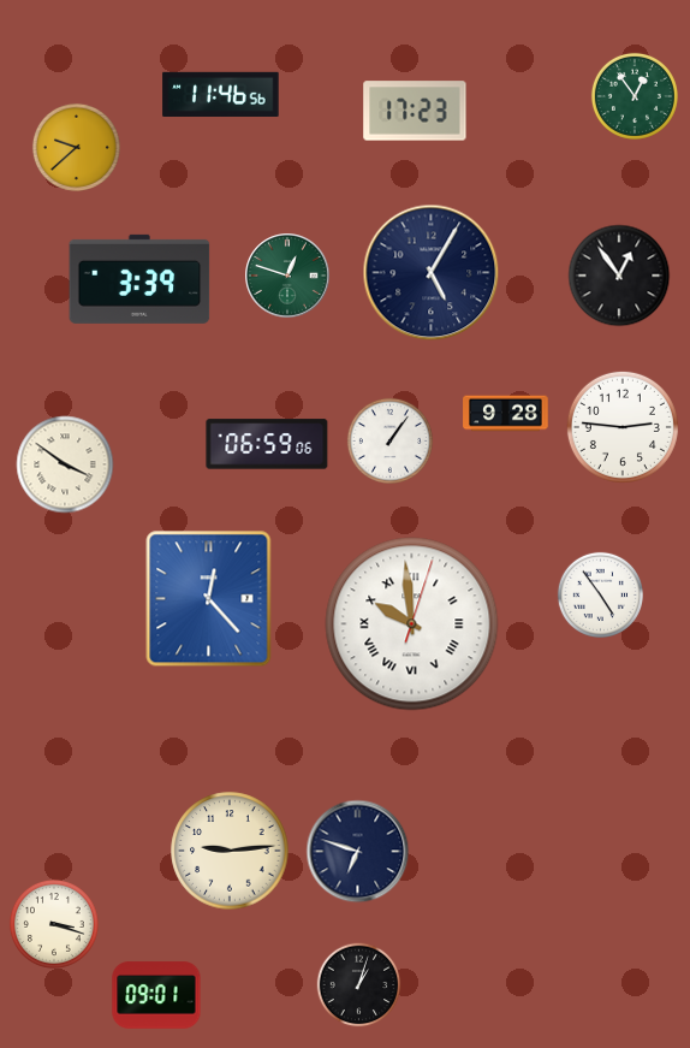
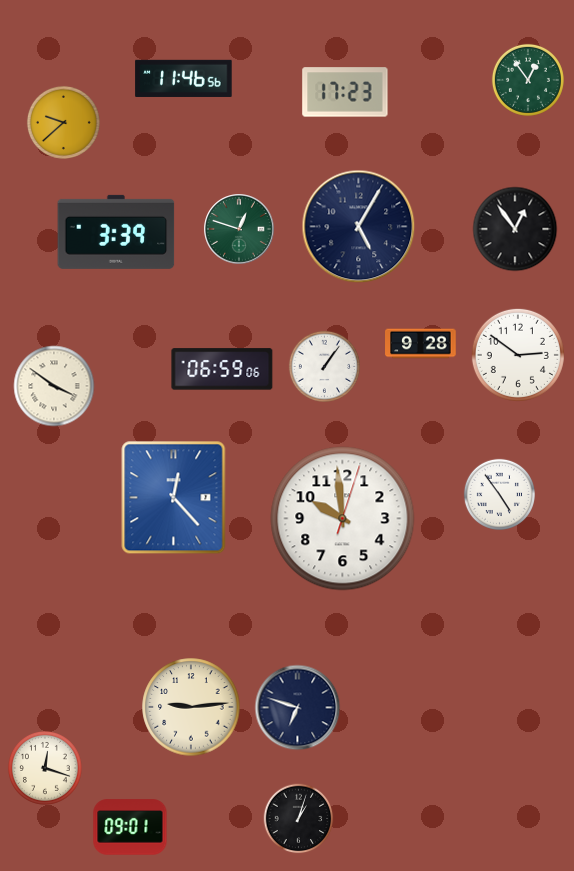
clock at (623, 427): 2:46 -> 2:51
clock at (412, 624) numerals: Roman -> Arabic
clock at (54, 924): 3:18 -> 12:18
